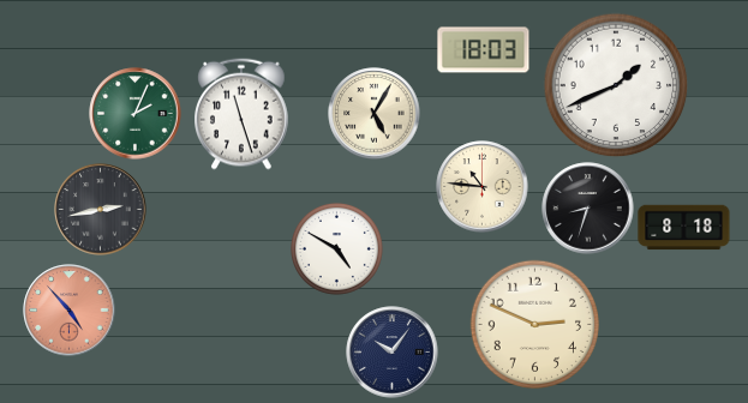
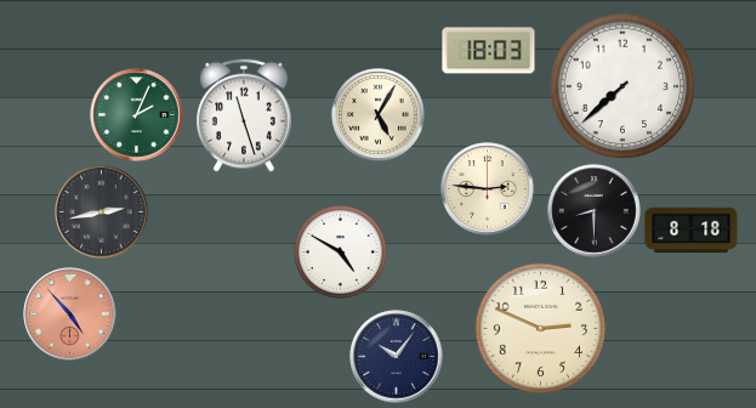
clock at (616, 85): 1:41 -> 7:38
clock at (483, 187): 10:46 -> 2:46
clock at (588, 209): 8:33 -> 8:30
